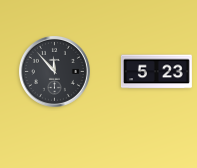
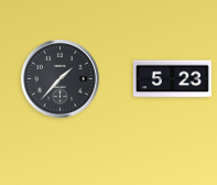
clock at (54, 71): 11:53 -> 1:37
